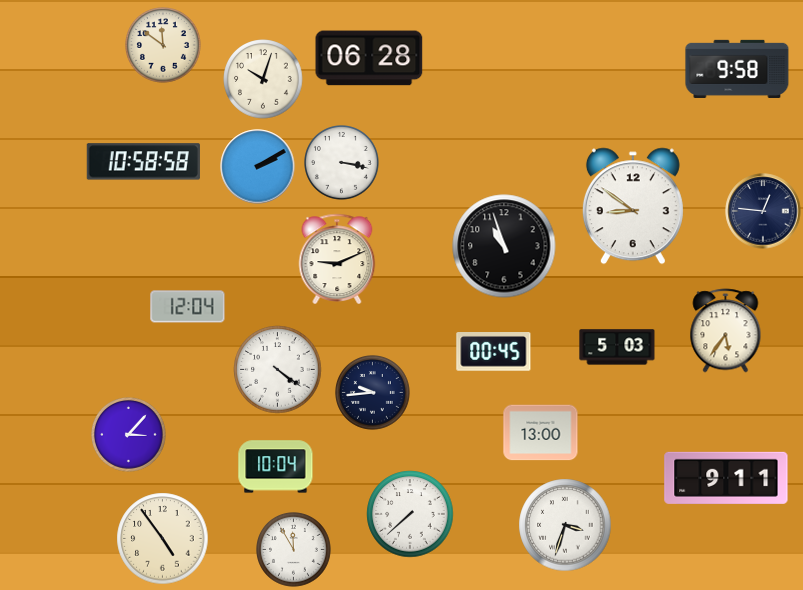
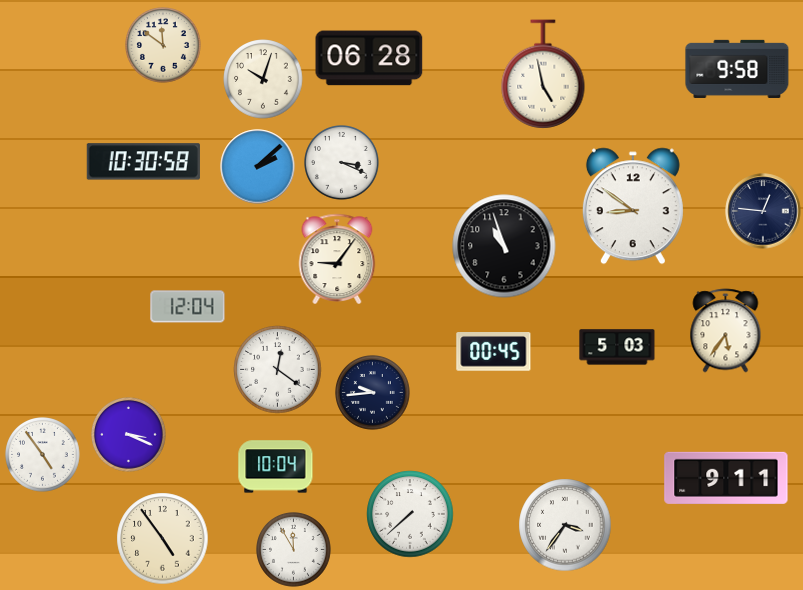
clock at (543, 74): none -> 4:58
clock at (143, 162): 10:58 -> 10:30
clock at (342, 163): 3:17 -> 3:19
clock at (258, 167): 2:10 -> 2:08
clock at (337, 258): 9:11 -> 9:06
clock at (278, 370): 4:21 -> 12:21
clock at (541, 433): 13:00 -> none
clock at (129, 435): 3:07 -> 3:19
clock at (43, 455): none -> 4:54
clock at (565, 525): 3:33 -> 3:36
